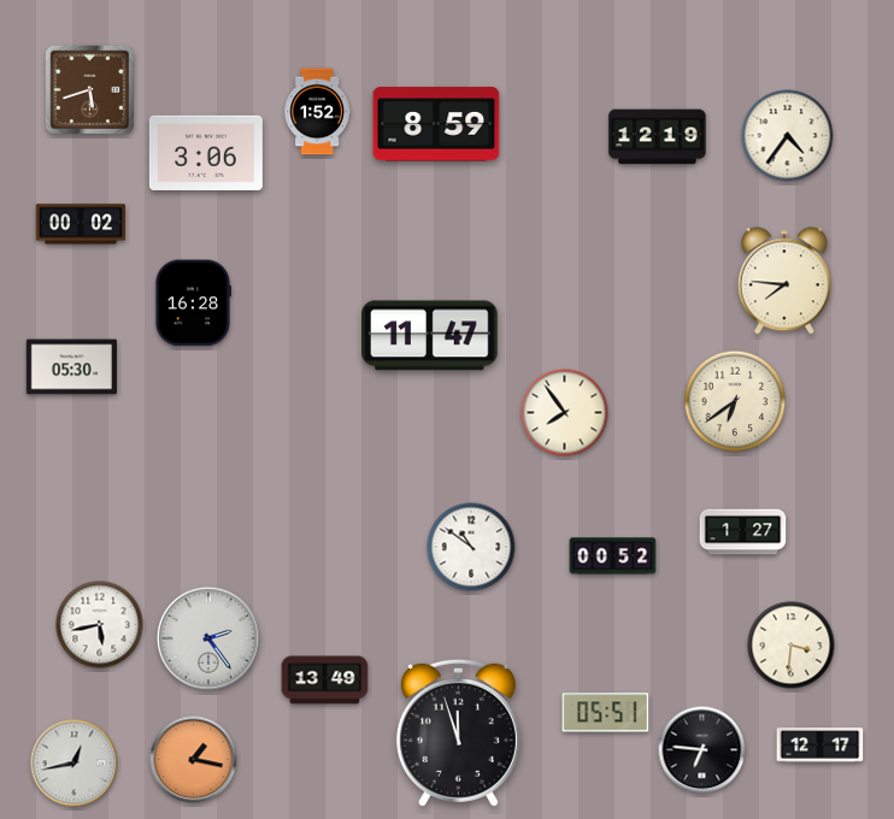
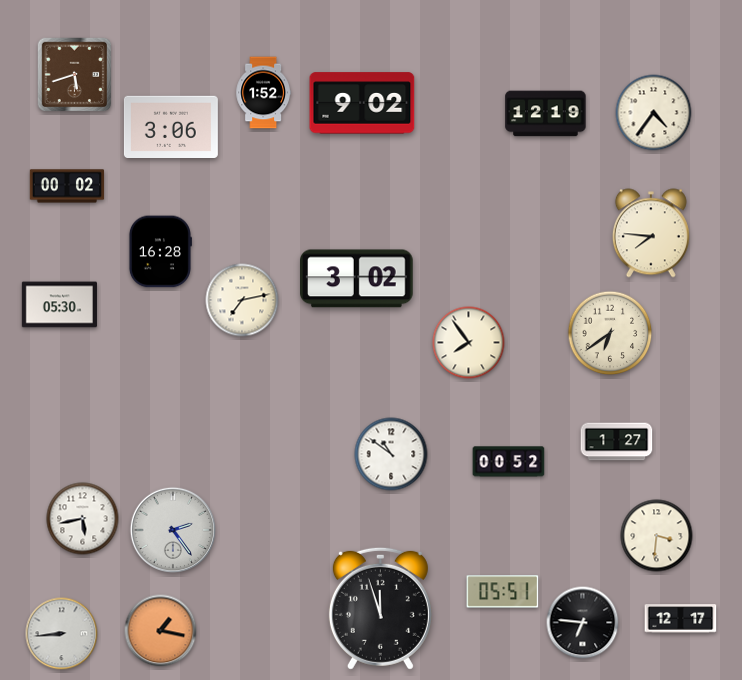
clock at (436, 124): 8:59 -> 9:02
clock at (430, 336): 11:47 -> 3:02
clock at (242, 300): none -> 7:13
clock at (325, 680): 13:49 -> none
clock at (75, 764): 12:43 -> 8:44
